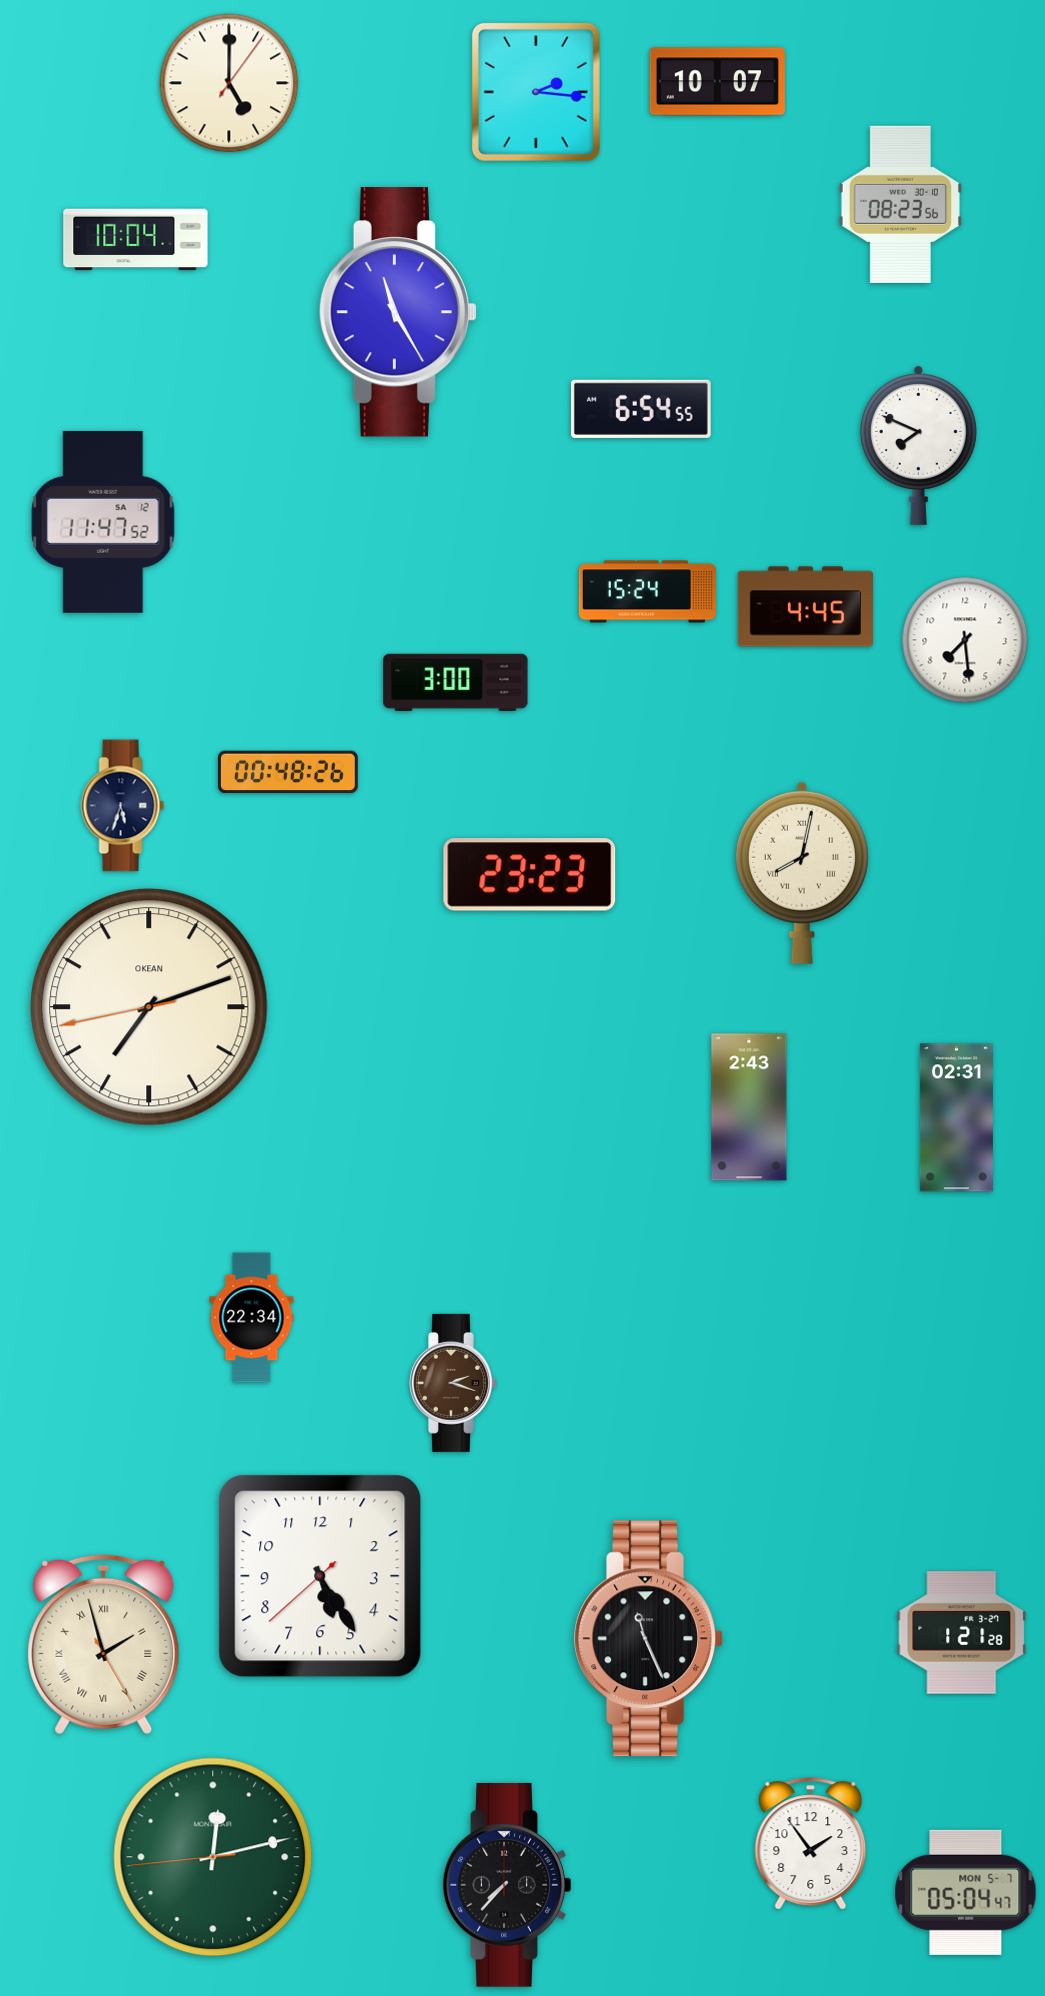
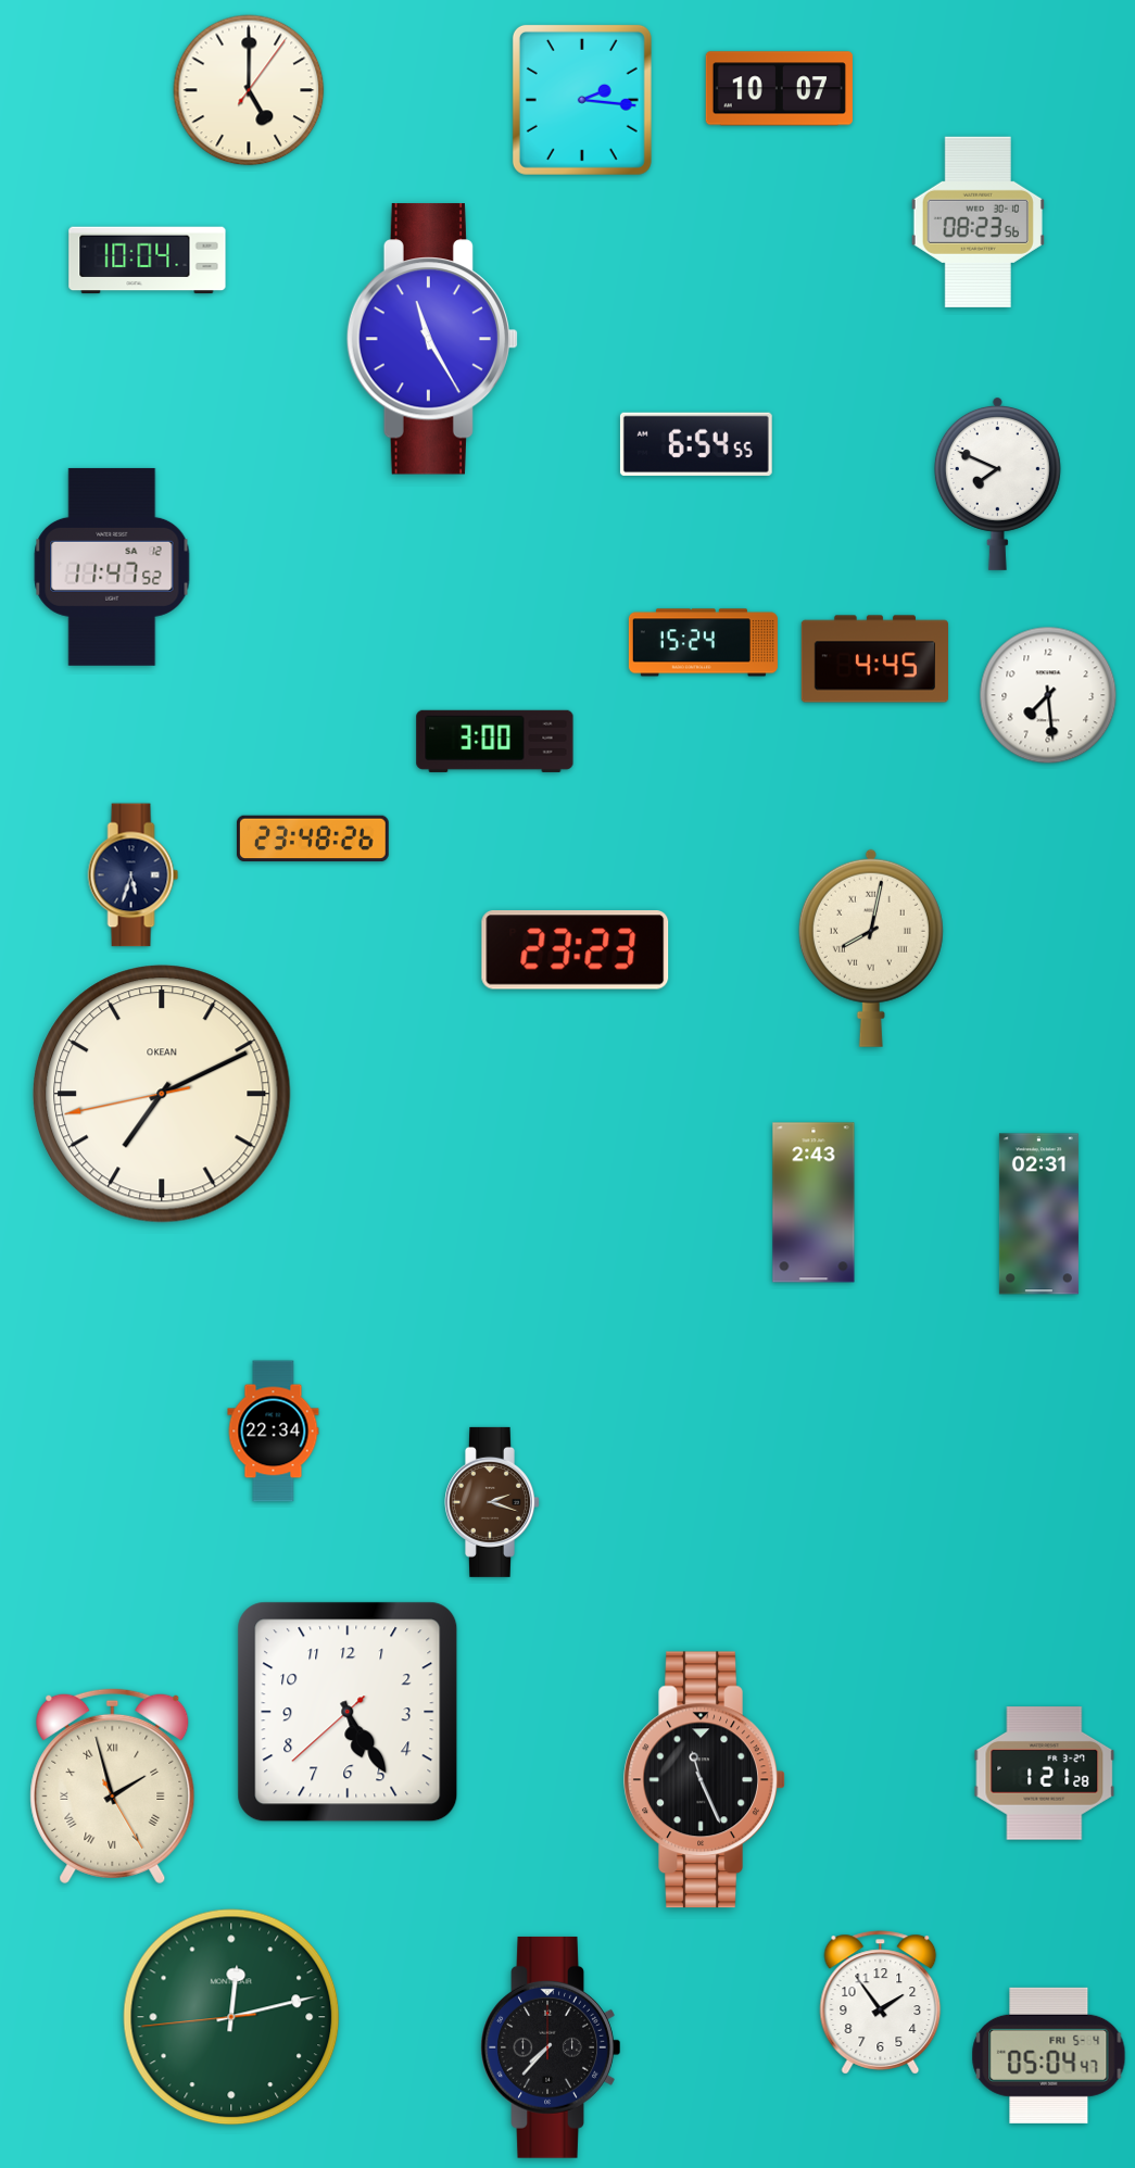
clock at (288, 772): 00:48 -> 23:48
clock at (149, 1007): 7:11 -> 7:10
clock at (966, 1892) date: MON 5-7 -> FRI 5-4
